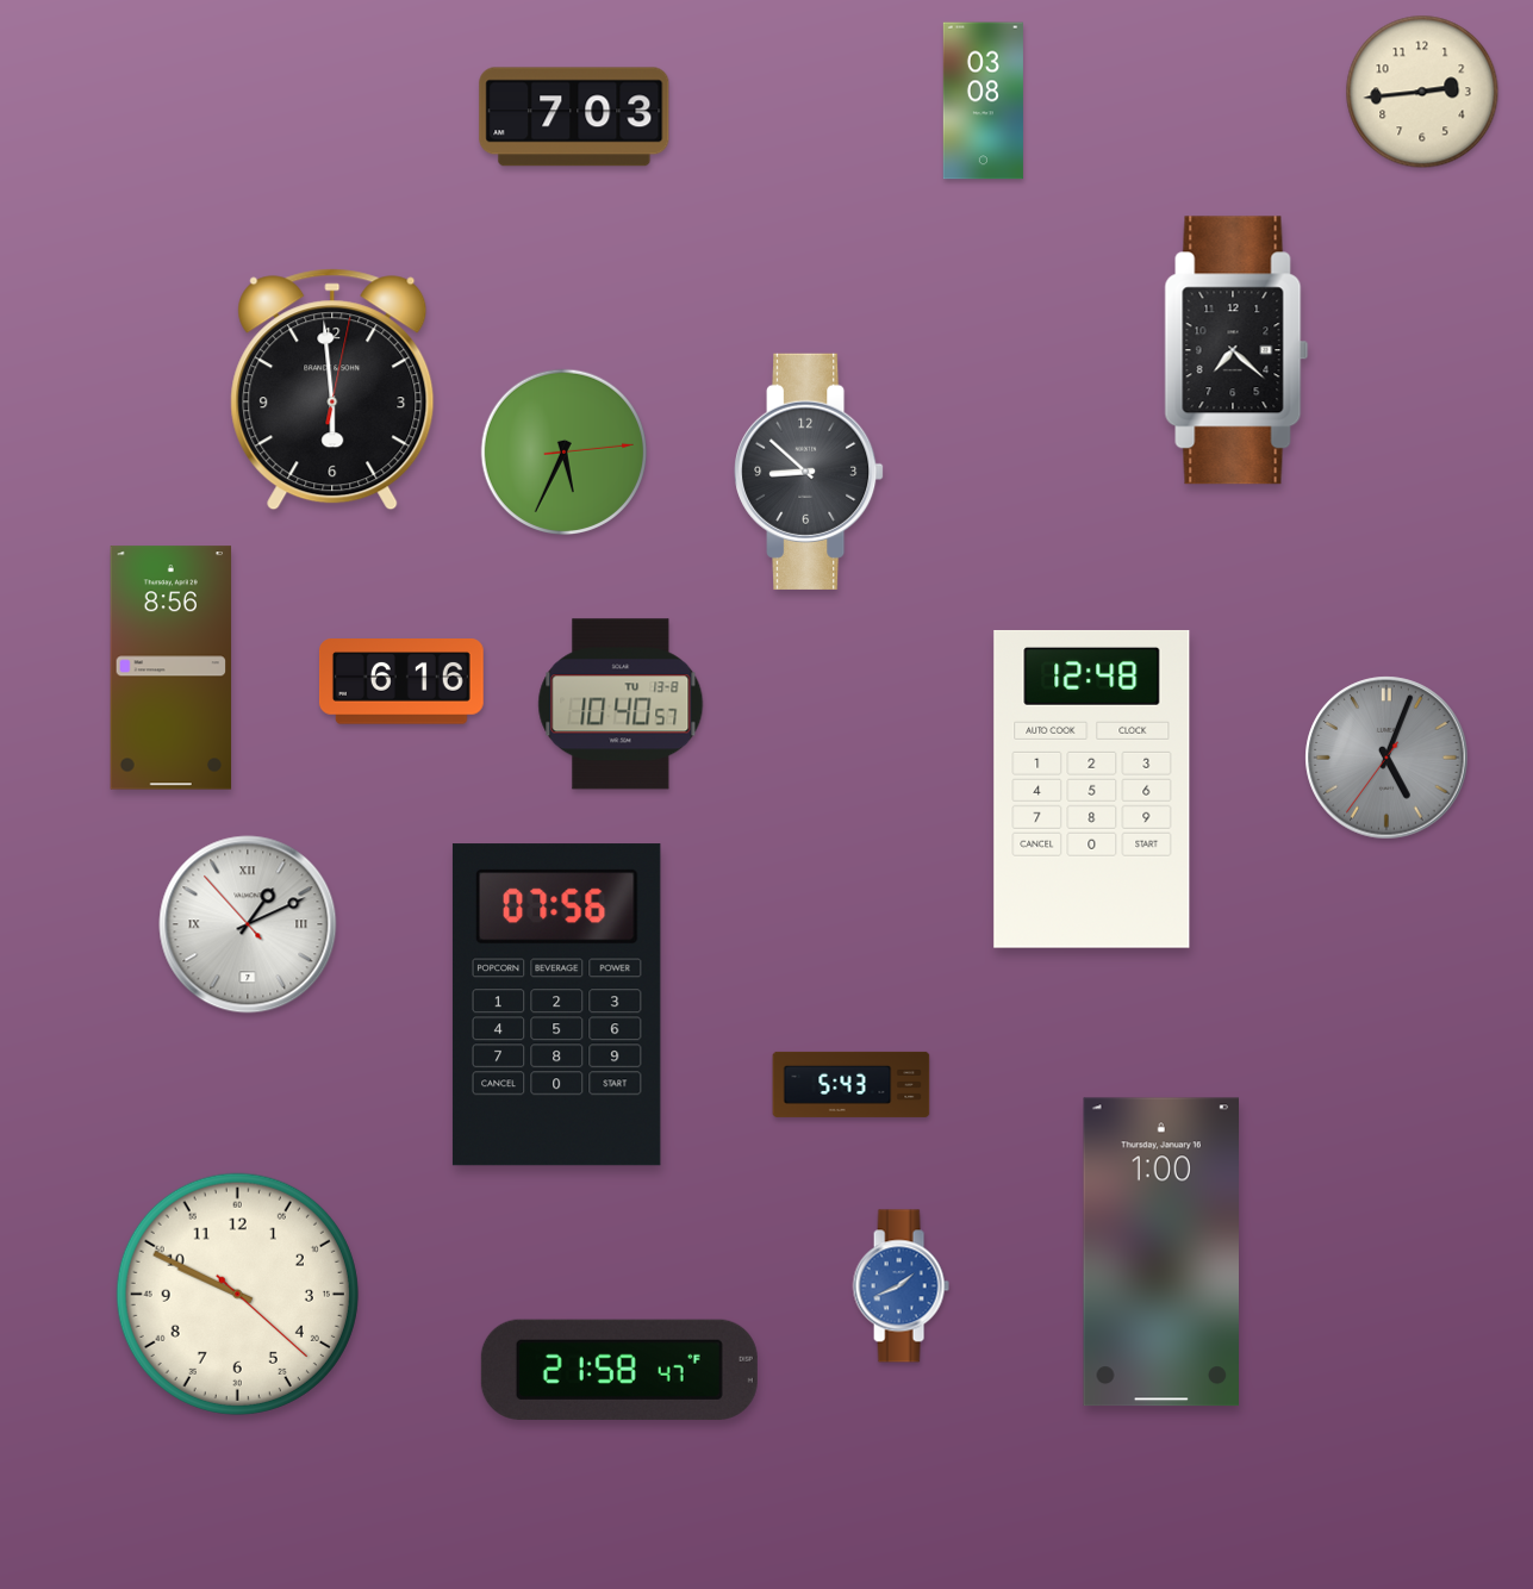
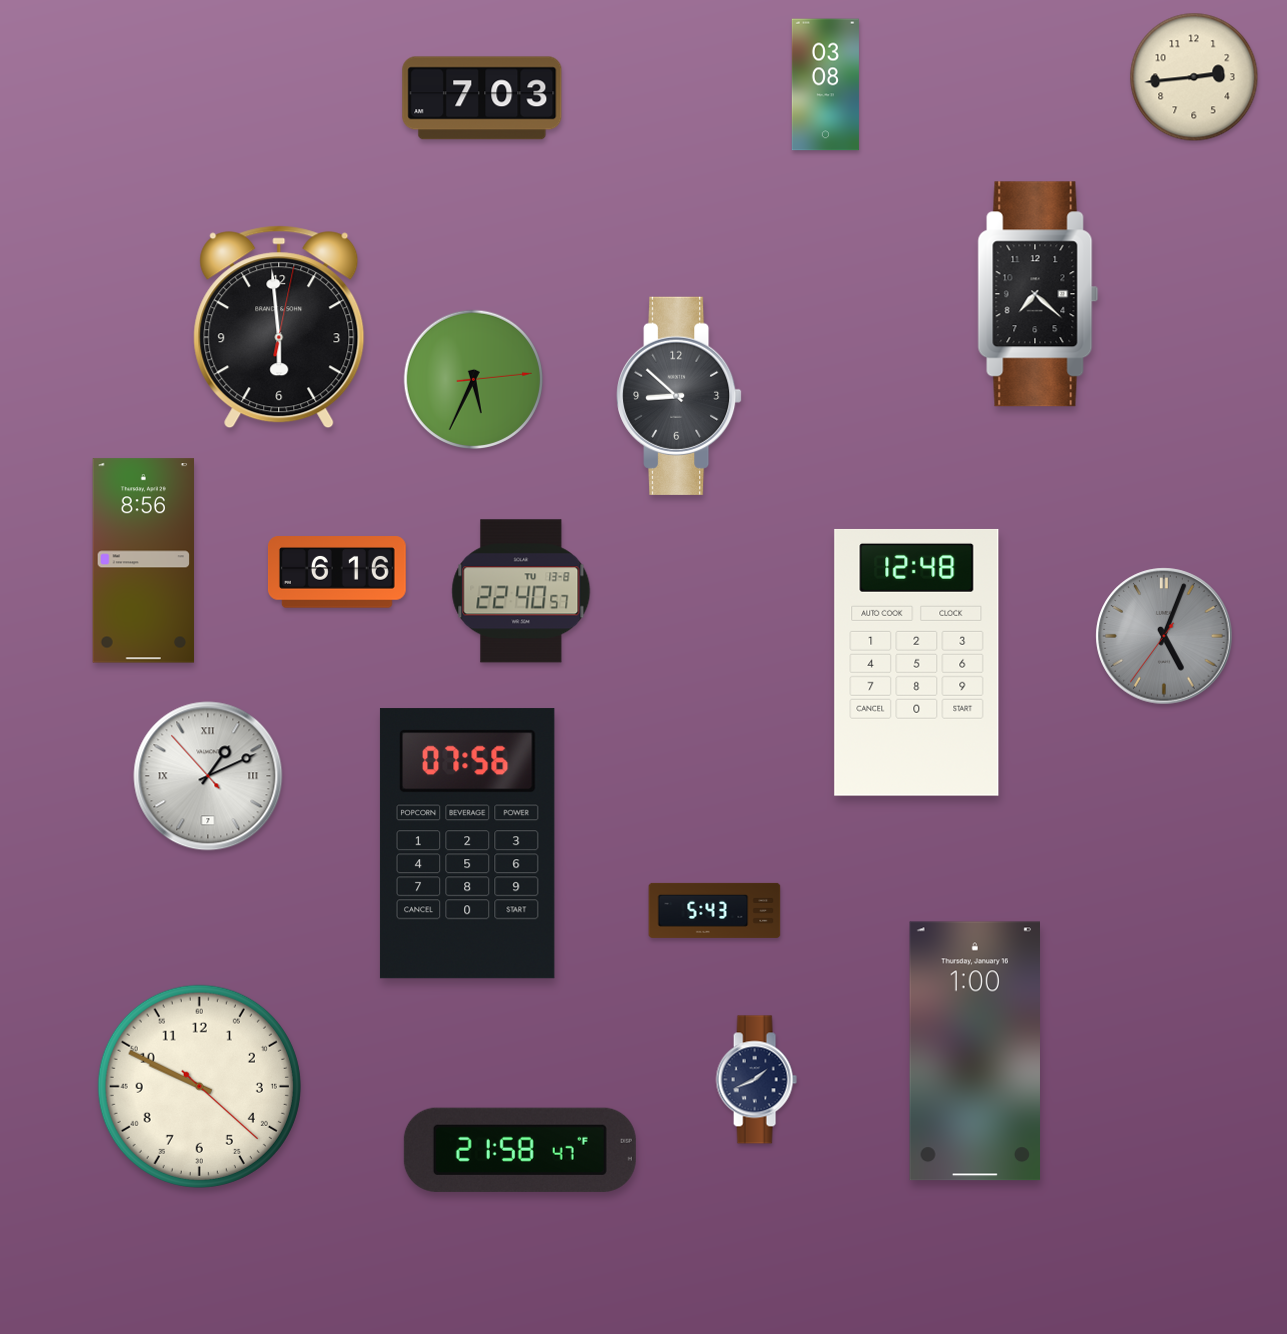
clock at (621, 704): 10:40 -> 22:40
clock at (901, 1286) dial: blue -> navy
